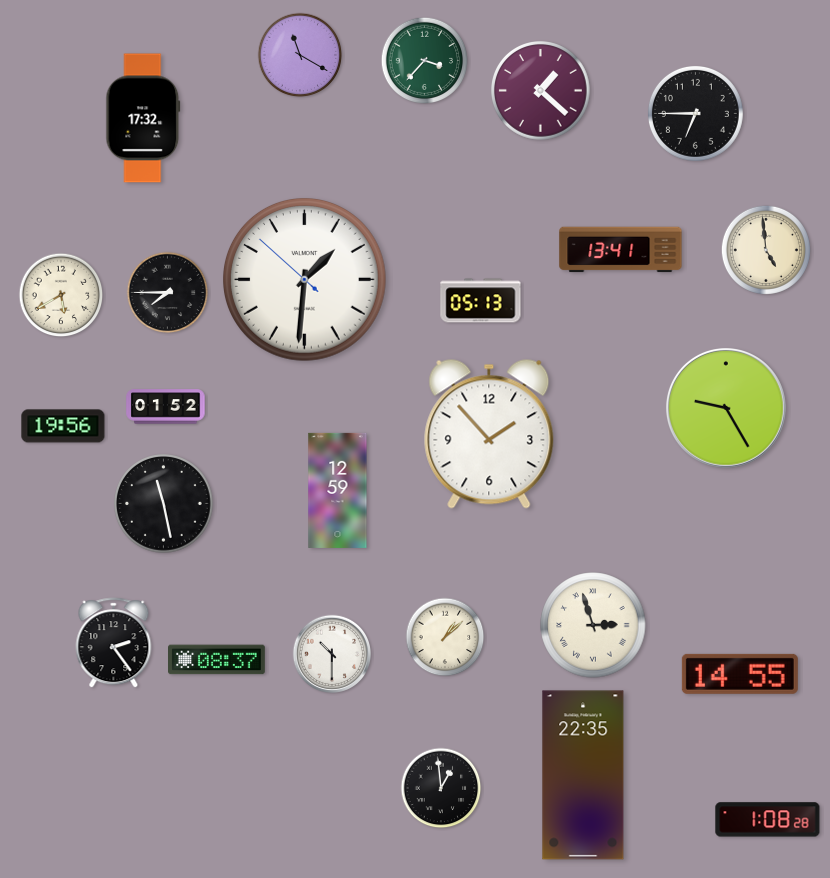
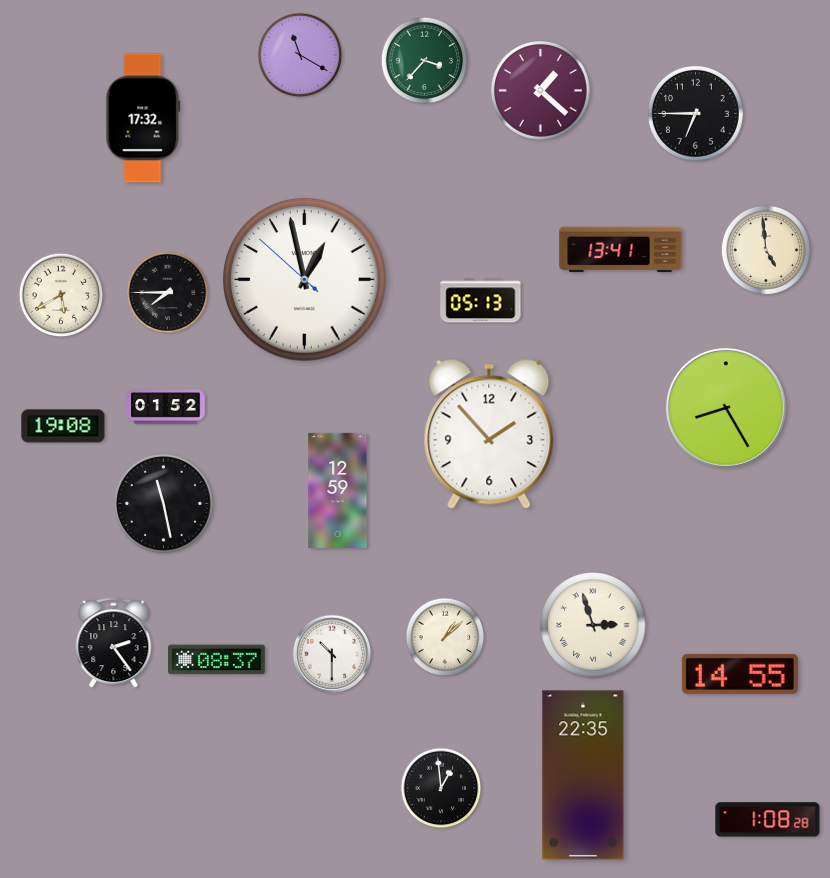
clock at (305, 280): 1:30 -> 12:57
clock at (726, 408): 9:25 -> 8:25
clock at (63, 426): 19:56 -> 19:08
